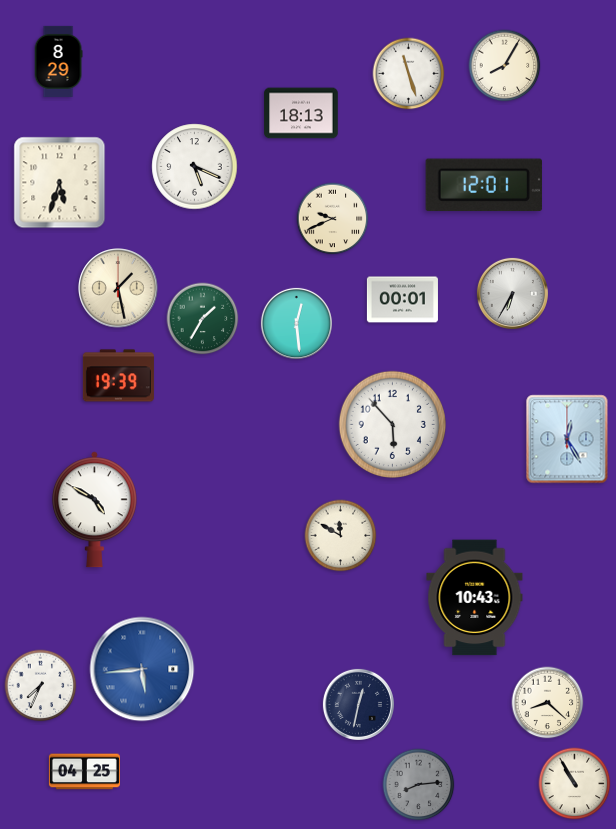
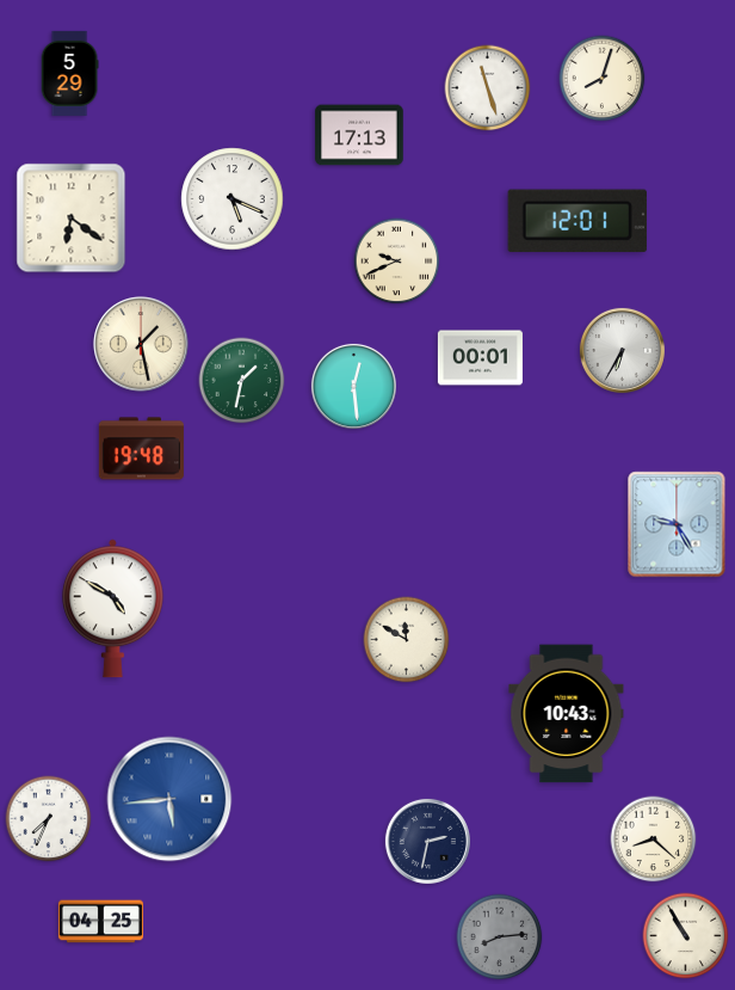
clock at (58, 61): 8:29 -> 5:29
clock at (505, 66): 8:05 -> 8:03
clock at (301, 113): 18:13 -> 17:13
clock at (60, 183): 5:33 -> 6:21
clock at (512, 293) position: (512, 293) -> (622, 350)
clock at (203, 319): 1:35 -> 1:32
clock at (118, 376): 19:39 -> 19:48
clock at (392, 424): 5:53 -> none
clock at (567, 439): 12:25 -> 9:25
clock at (358, 704): 12:32 -> 2:32
